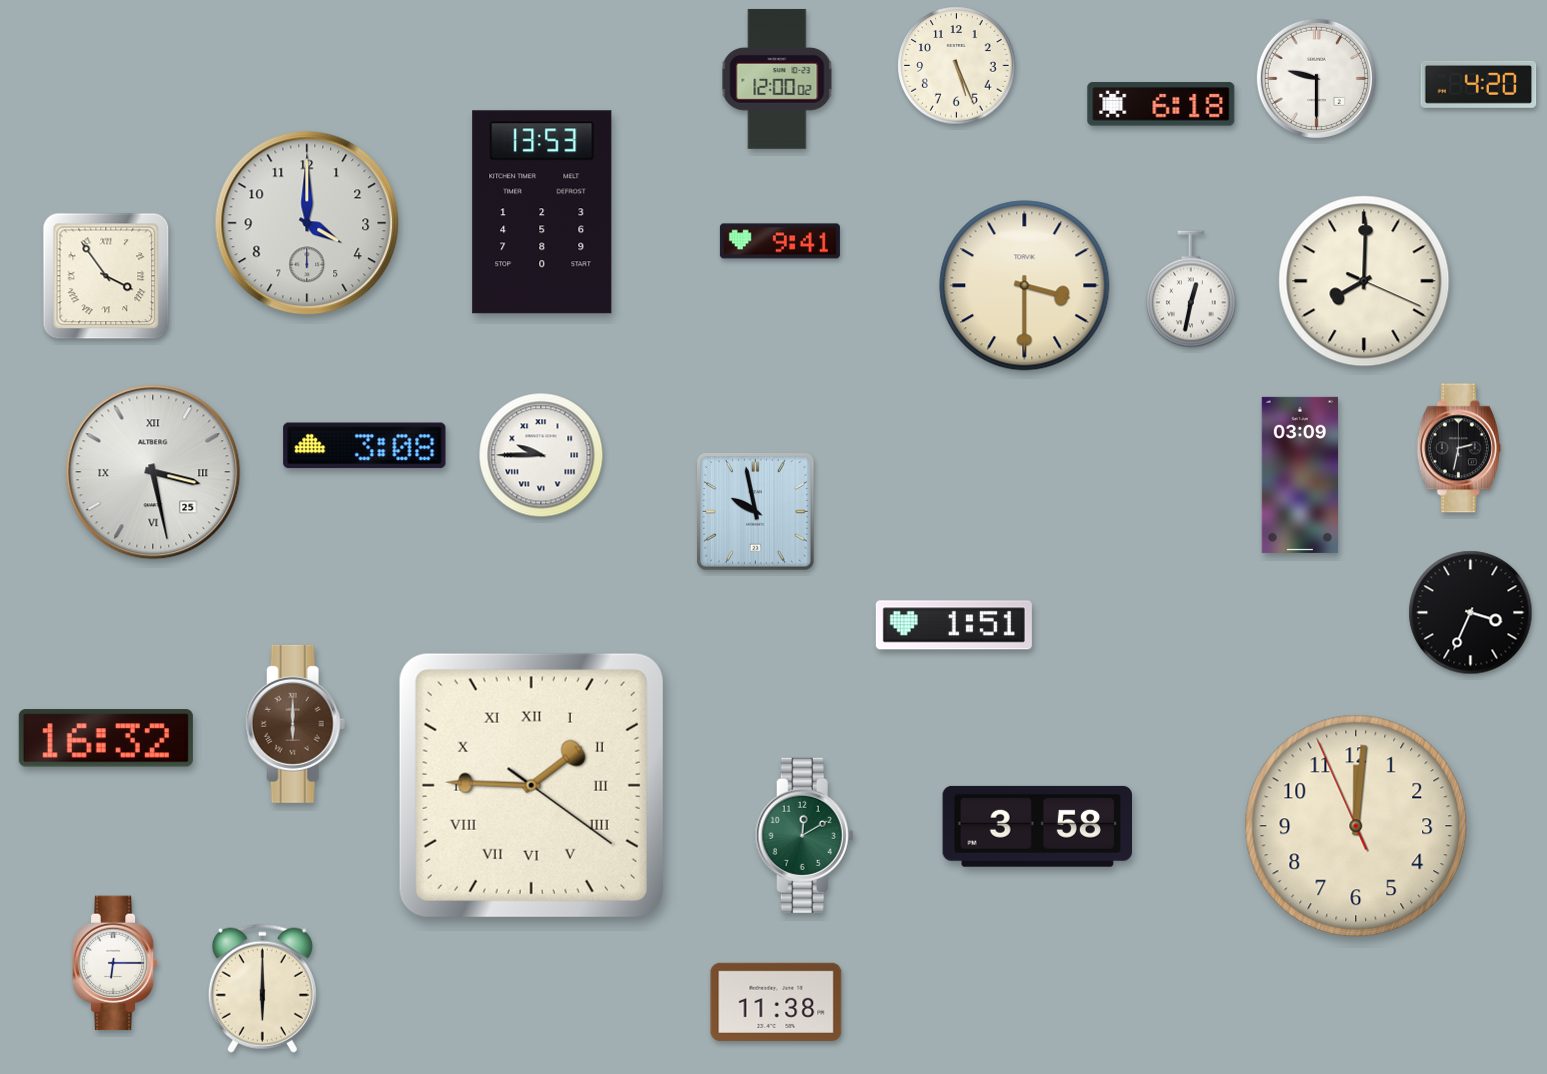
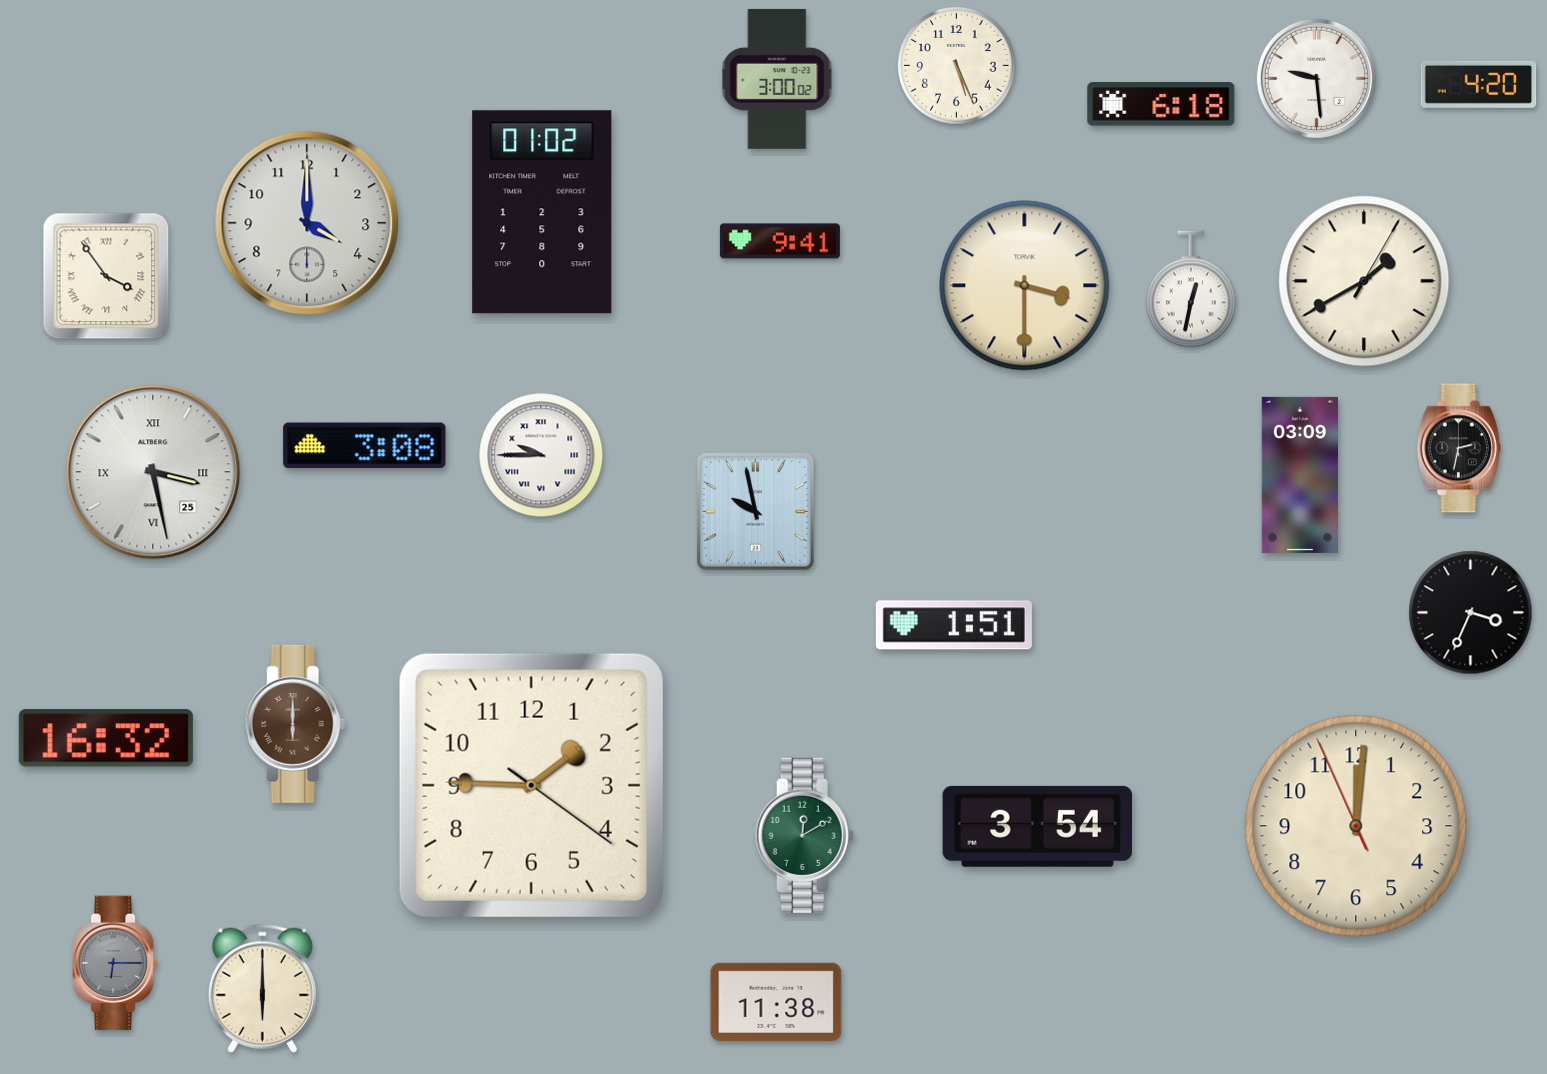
clock at (1316, 78): 9:30 -> 9:29
clock at (777, 79): 12:00 -> 3:00
clock at (542, 212): 13:53 -> 01:02
clock at (1364, 281): 8:00 -> 1:40
clock at (531, 785) numerals: Roman -> Arabic
clock at (1037, 826): 3:58 -> 3:54
clock at (115, 963) dial: white -> grey
